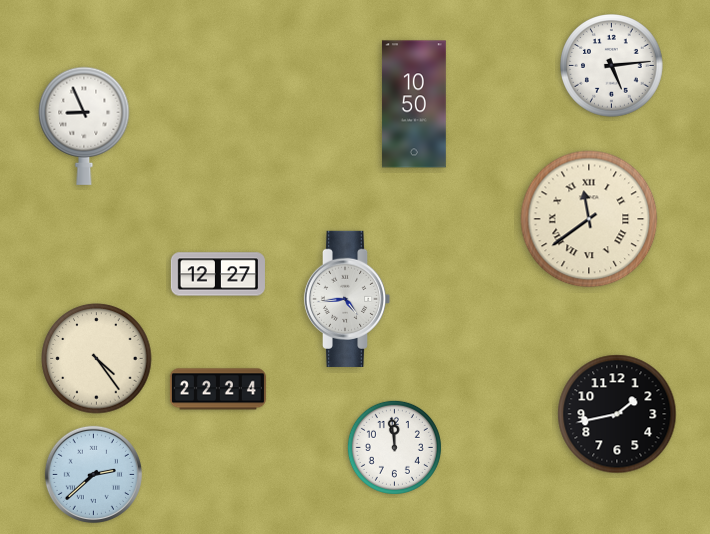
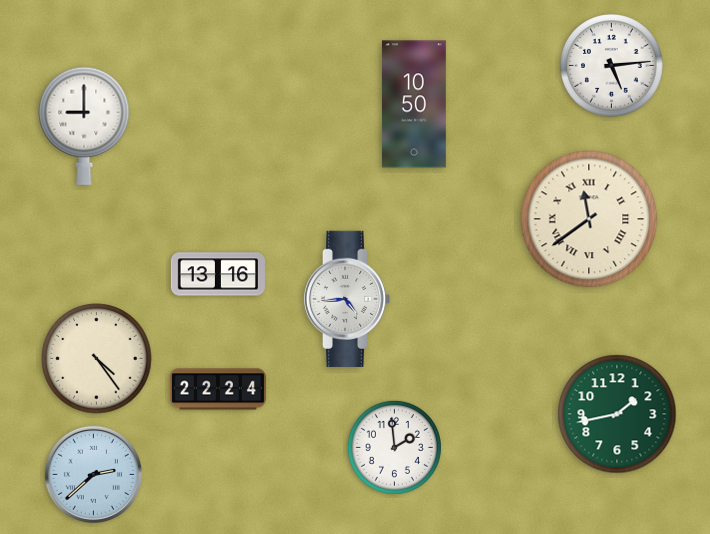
clock at (84, 126): 8:56 -> 9:00
clock at (218, 274): 12:27 -> 13:16
clock at (617, 414) dial: black -> green
clock at (394, 447): 11:59 -> 1:59
